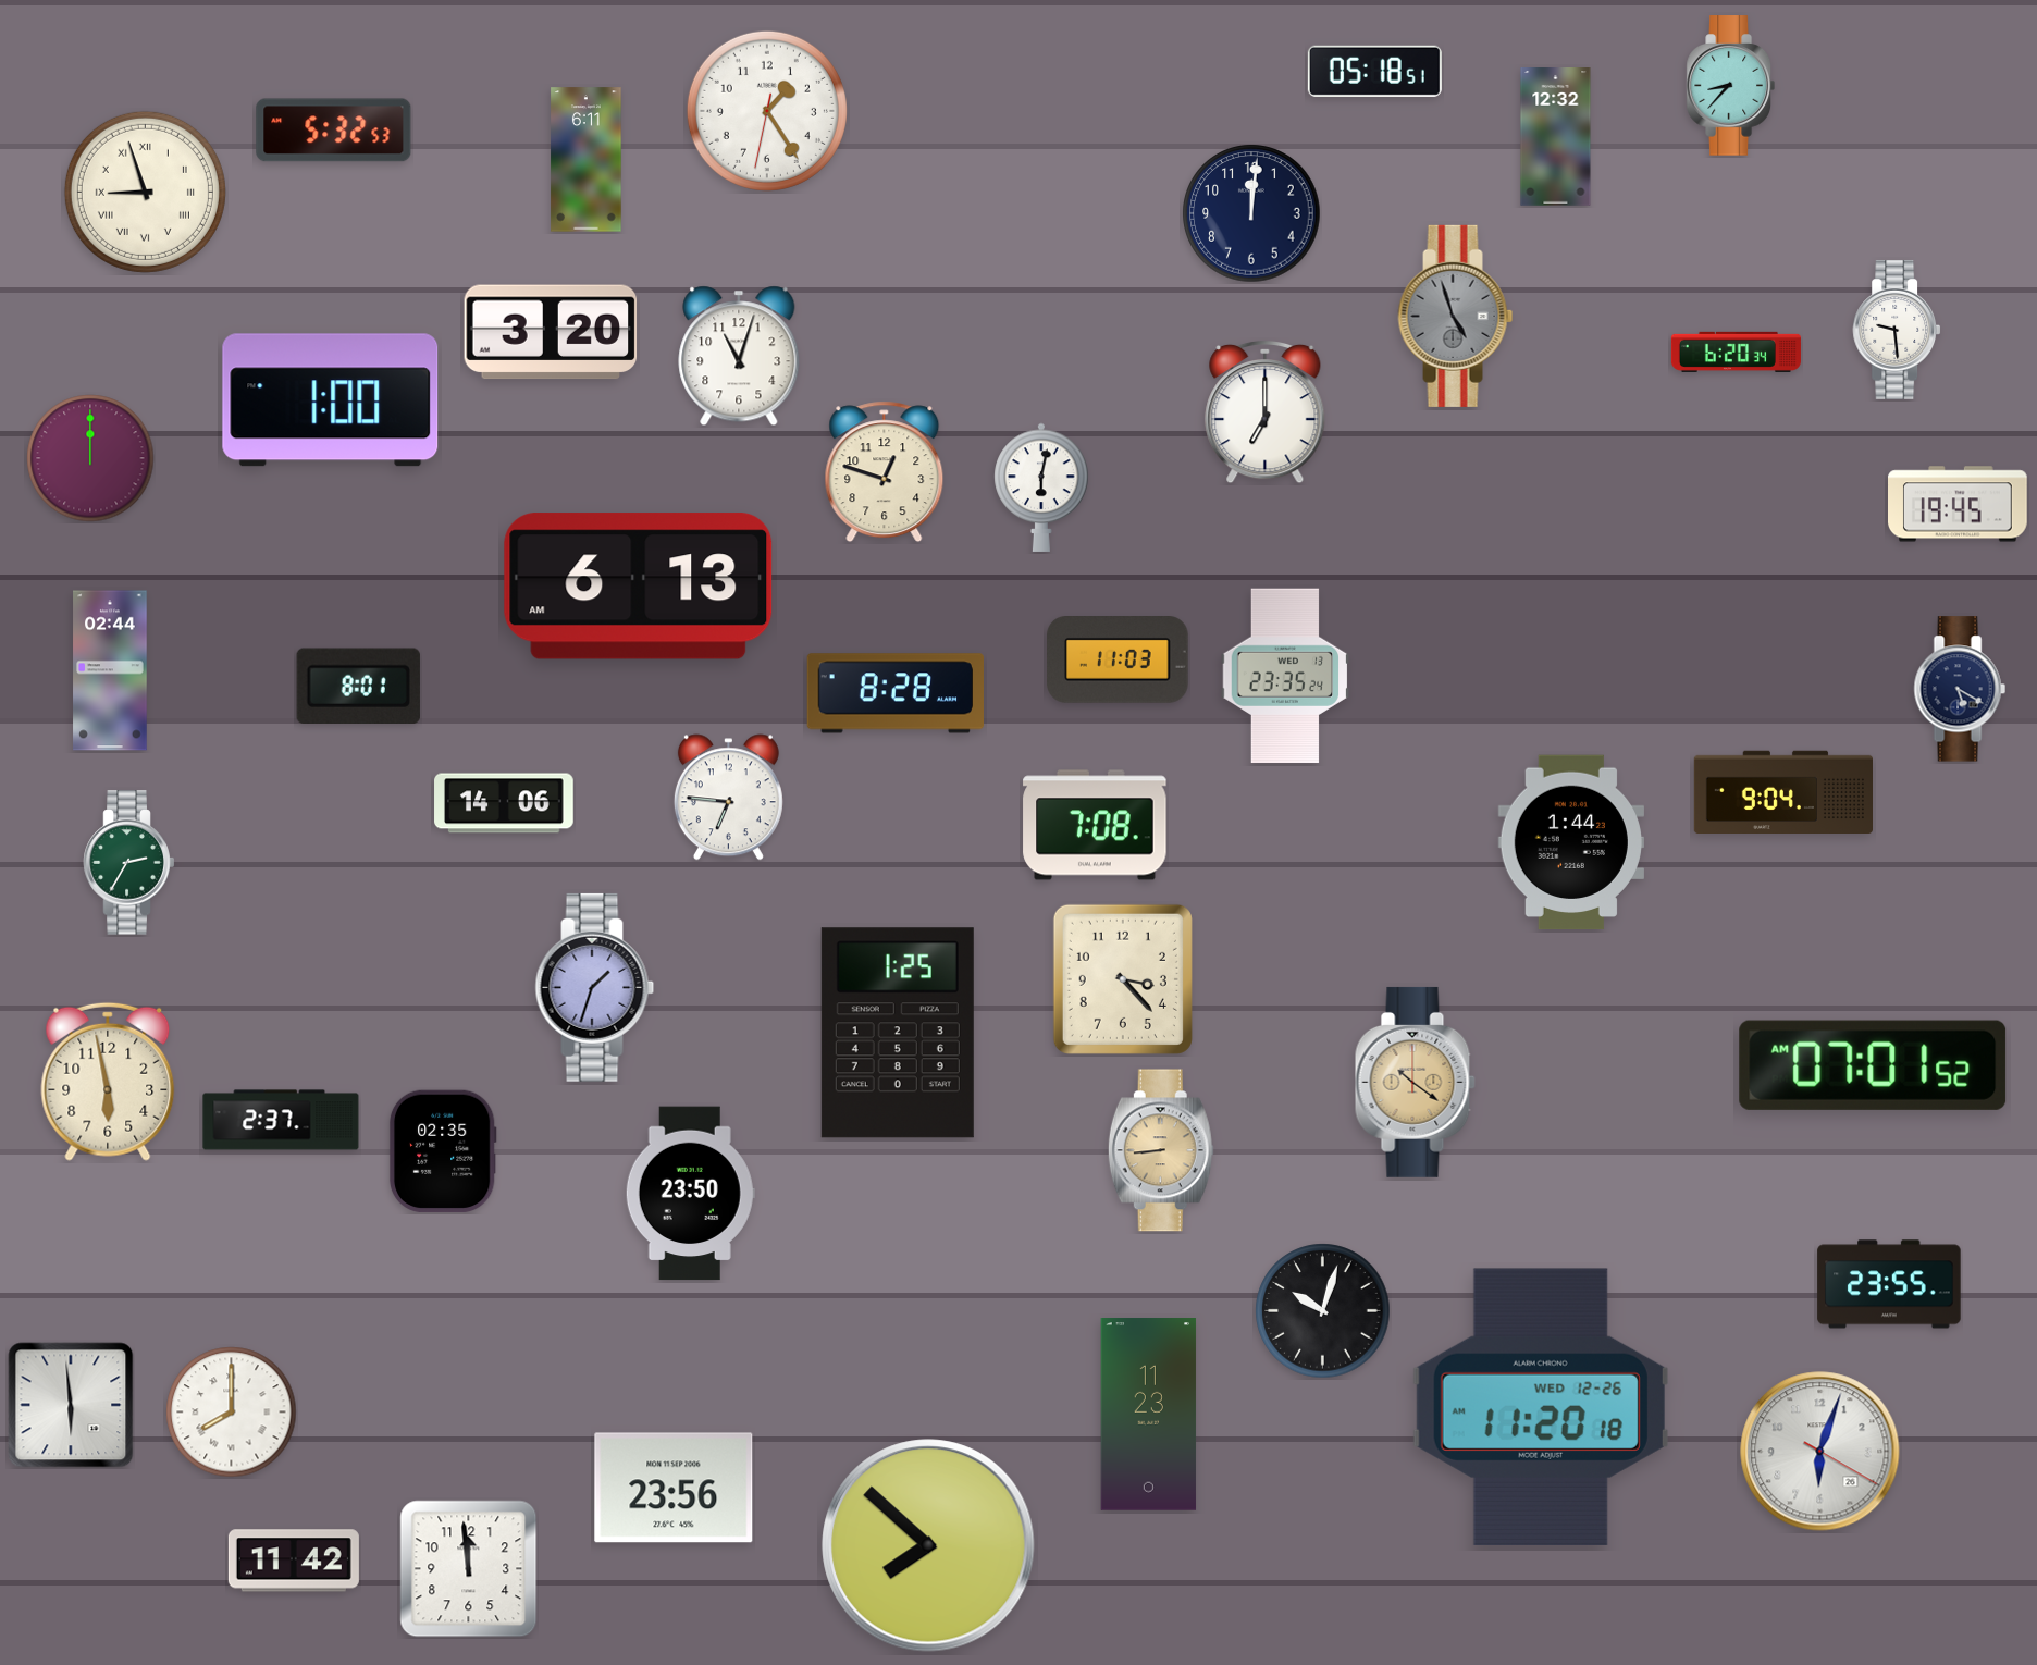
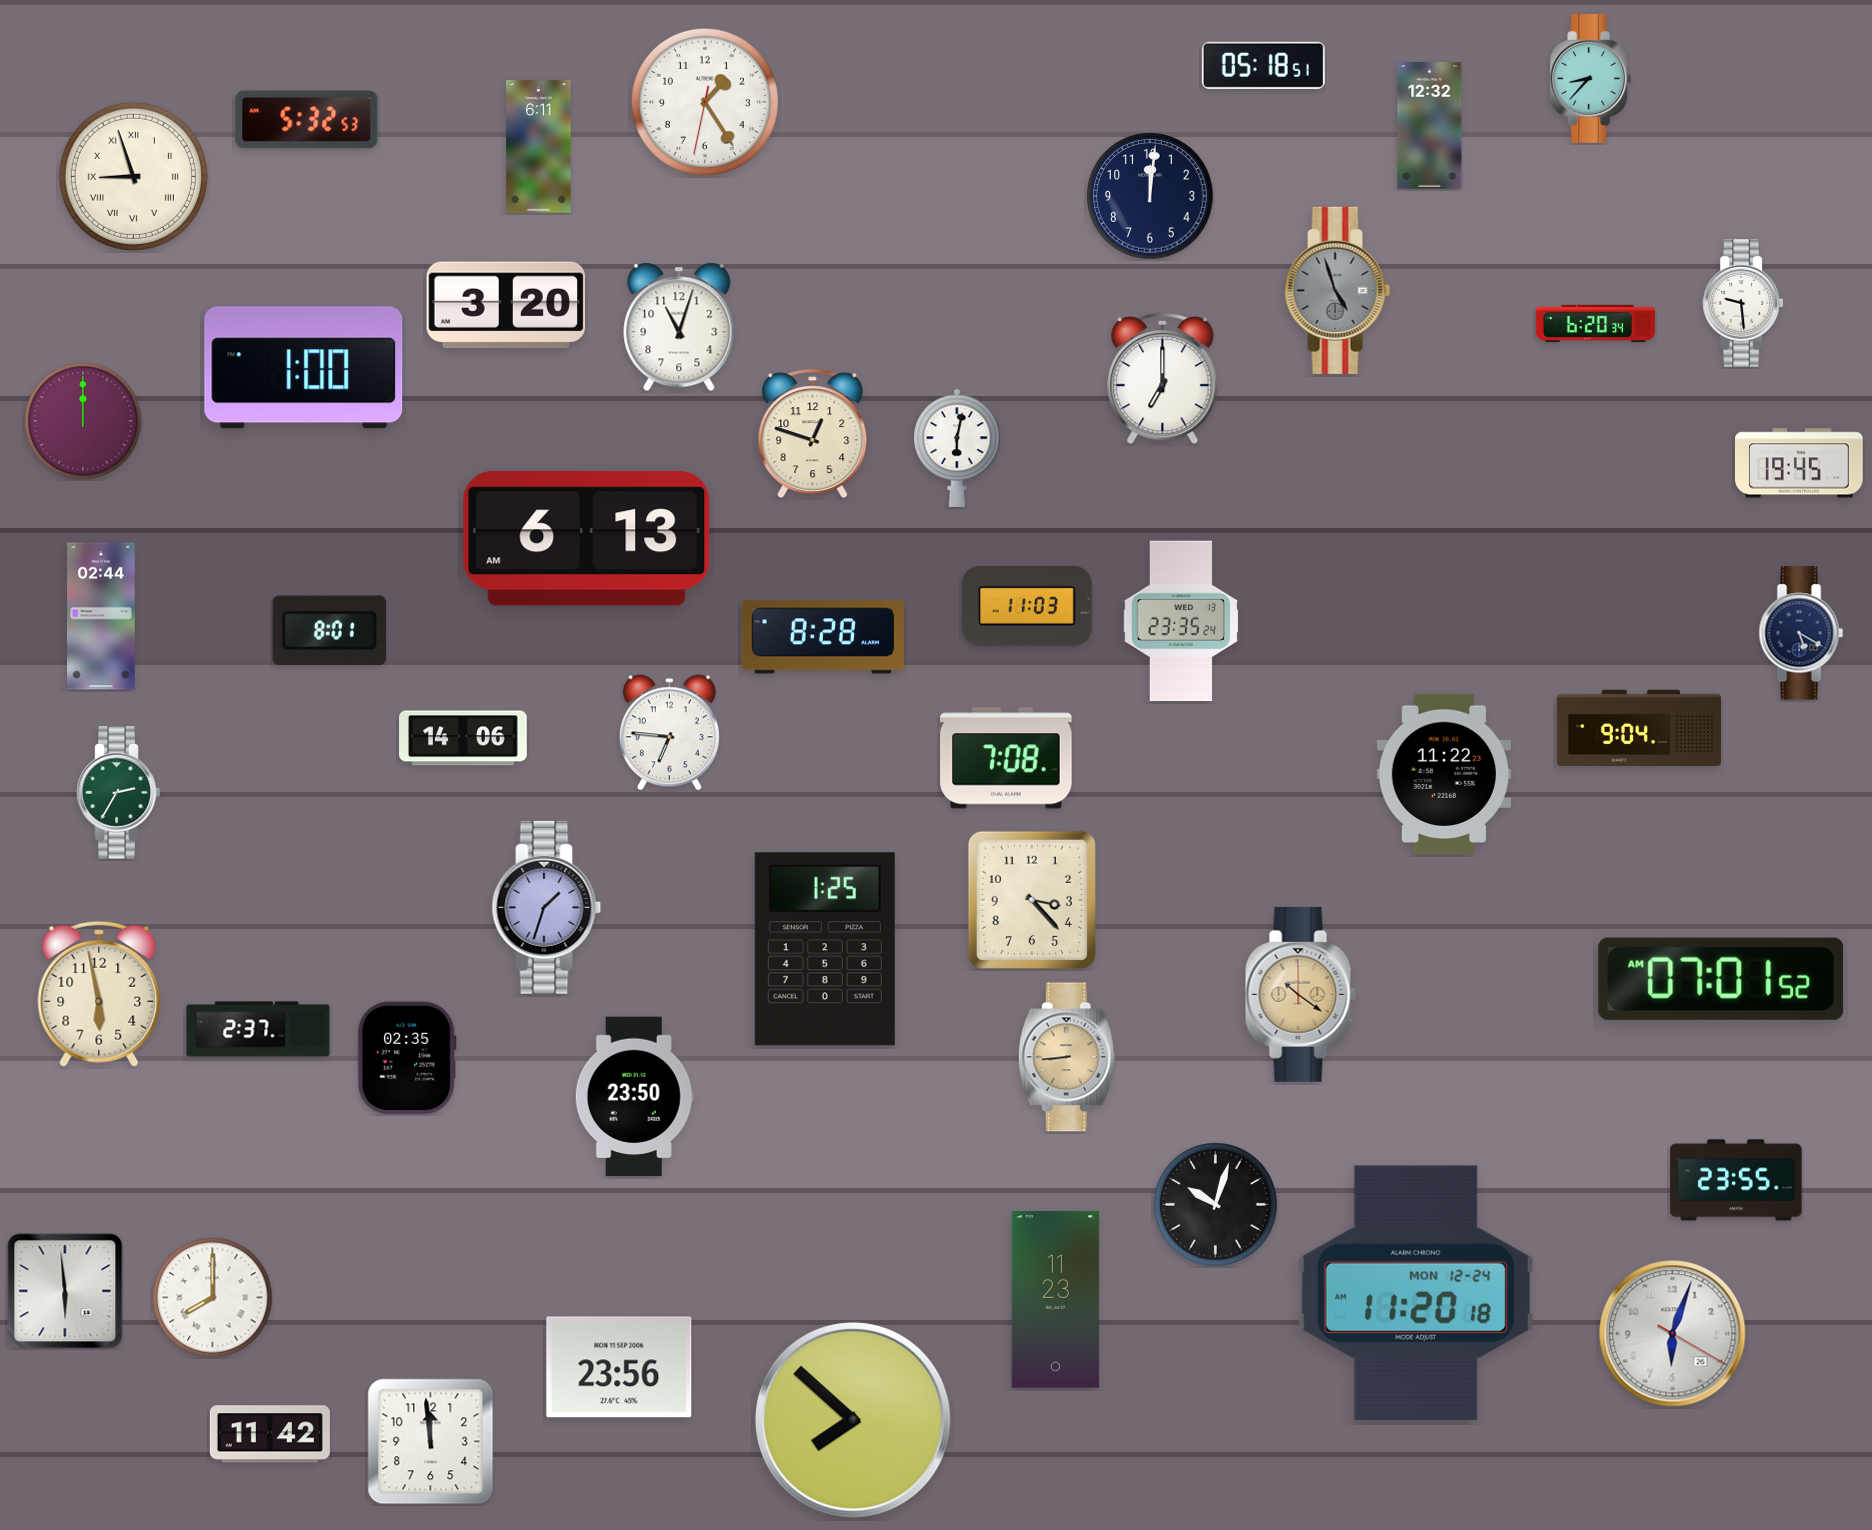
clock at (1571, 842): 1:44 -> 11:22
clock at (1541, 1407) date: WED 12-26 -> MON 12-24
